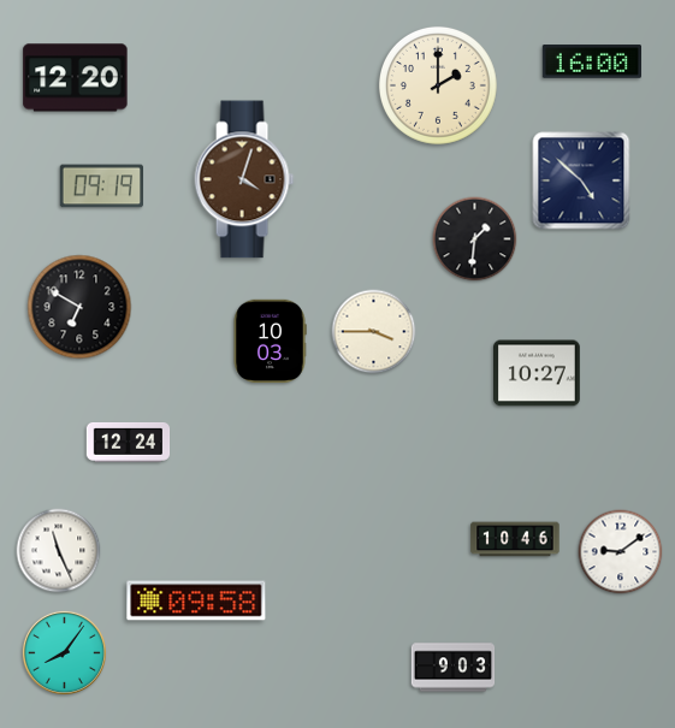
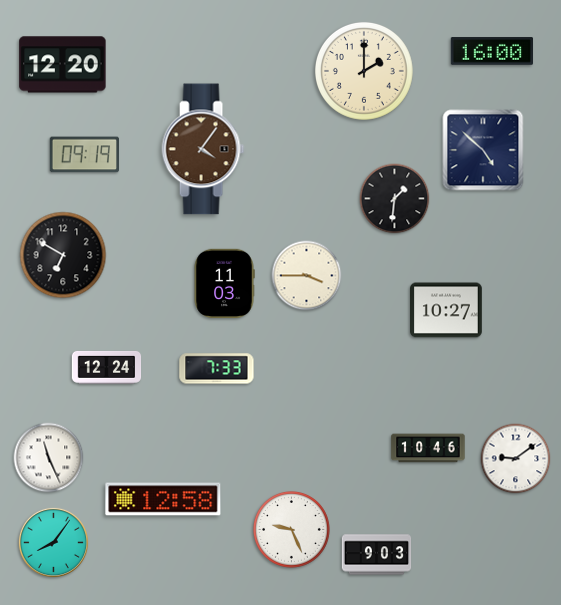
clock at (244, 179): 4:03 -> 4:06
clock at (79, 307) position: (79, 307) -> (63, 255)
clock at (374, 332) position: (374, 332) -> (307, 276)
clock at (270, 342): 10:03 -> 11:03
clock at (217, 369): none -> 7:33
clock at (196, 600): 09:58 -> 12:58
clock at (292, 530): none -> 9:26
